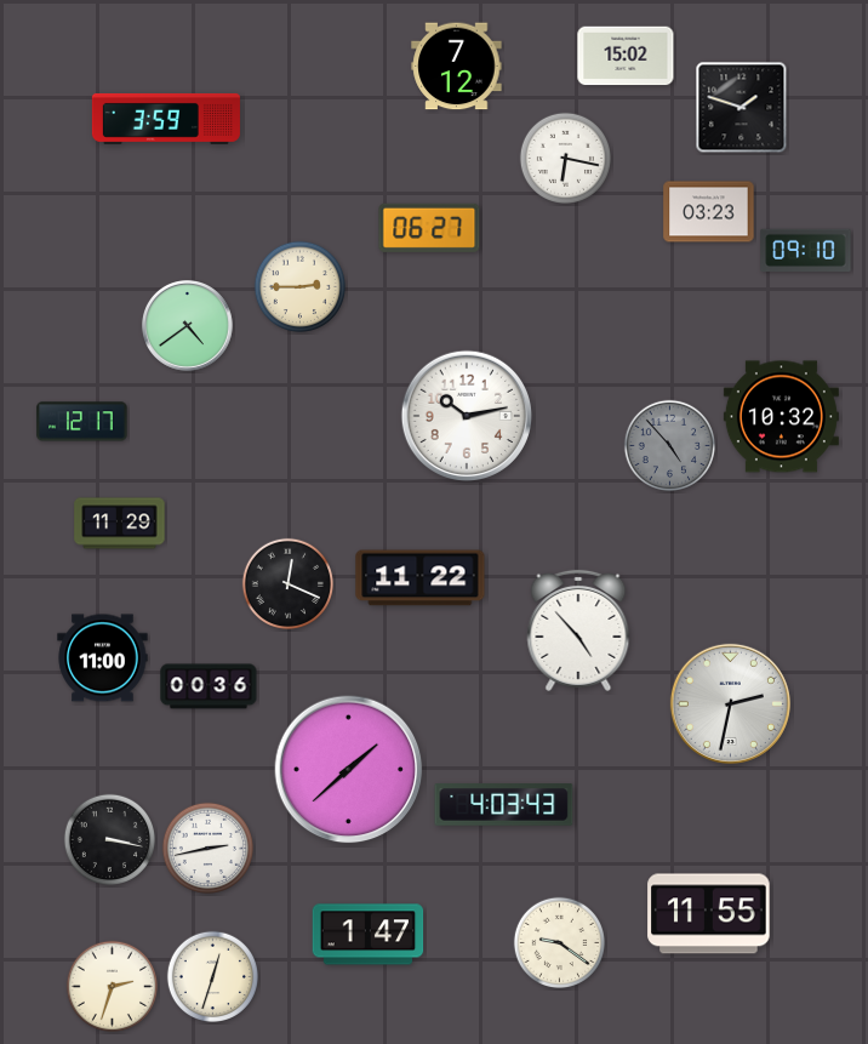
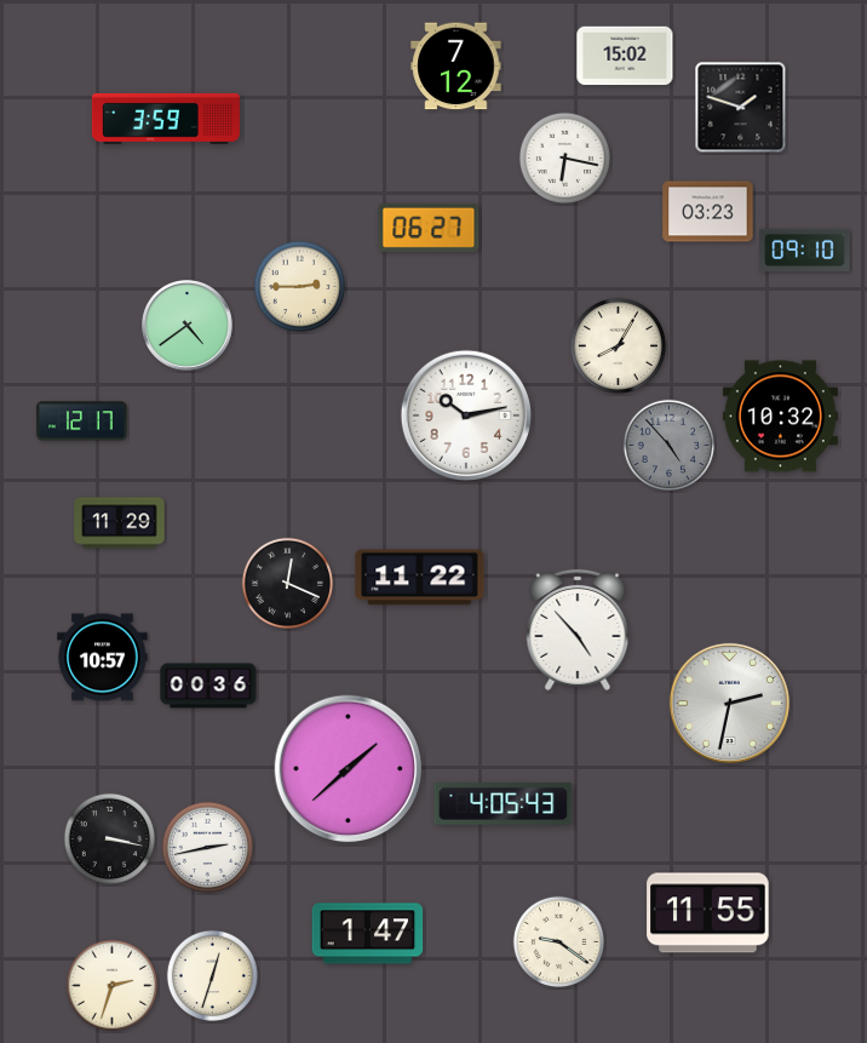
clock at (618, 345): none -> 8:05
clock at (103, 658): 11:00 -> 10:57
clock at (504, 805): 4:03 -> 4:05
